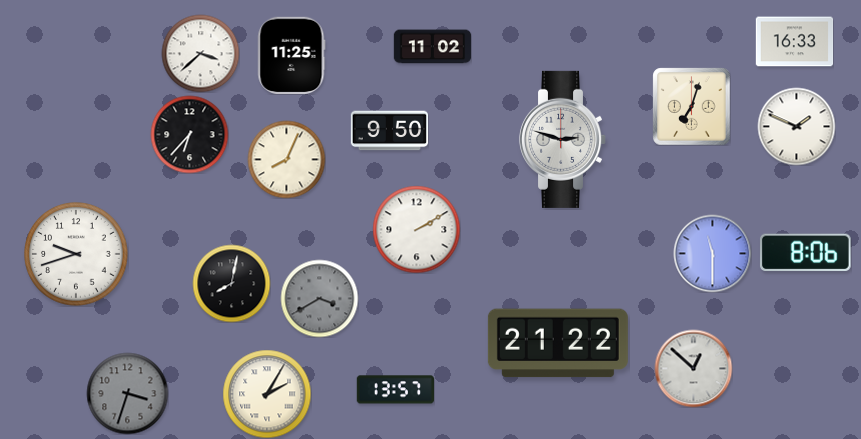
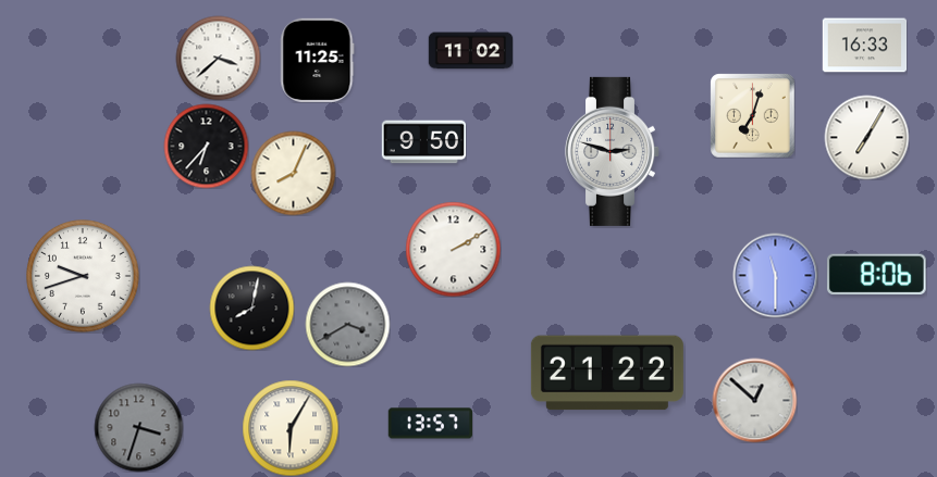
clock at (796, 126): 1:49 -> 7:05
clock at (286, 159) position: (286, 159) -> (293, 173)
clock at (267, 394): 2:05 -> 6:05
